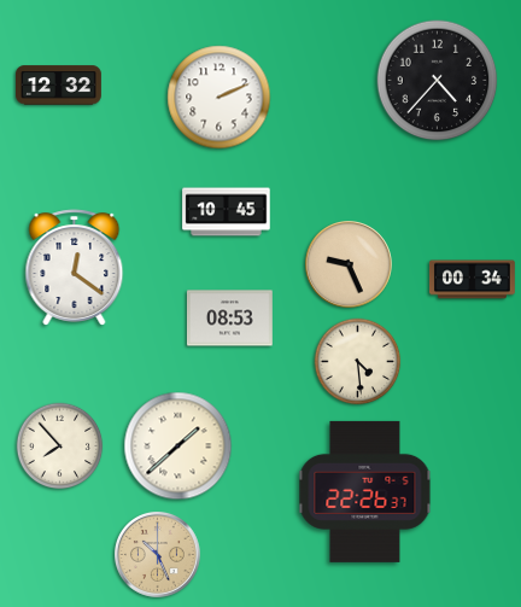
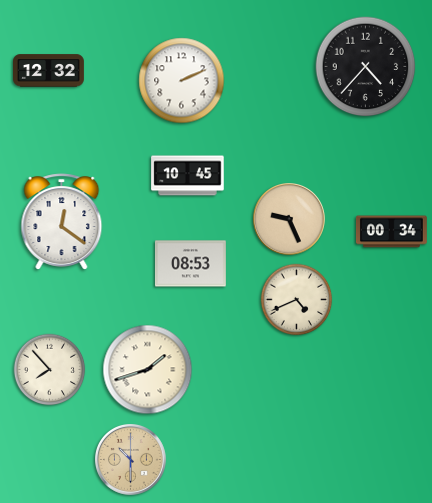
clock at (438, 81) position: (438, 81) -> (366, 67)
clock at (358, 362): 4:29 -> 4:41
clock at (178, 447): 1:38 -> 1:42
clock at (365, 491): 22:26 -> none
clock at (158, 555): 10:26 -> 10:30
